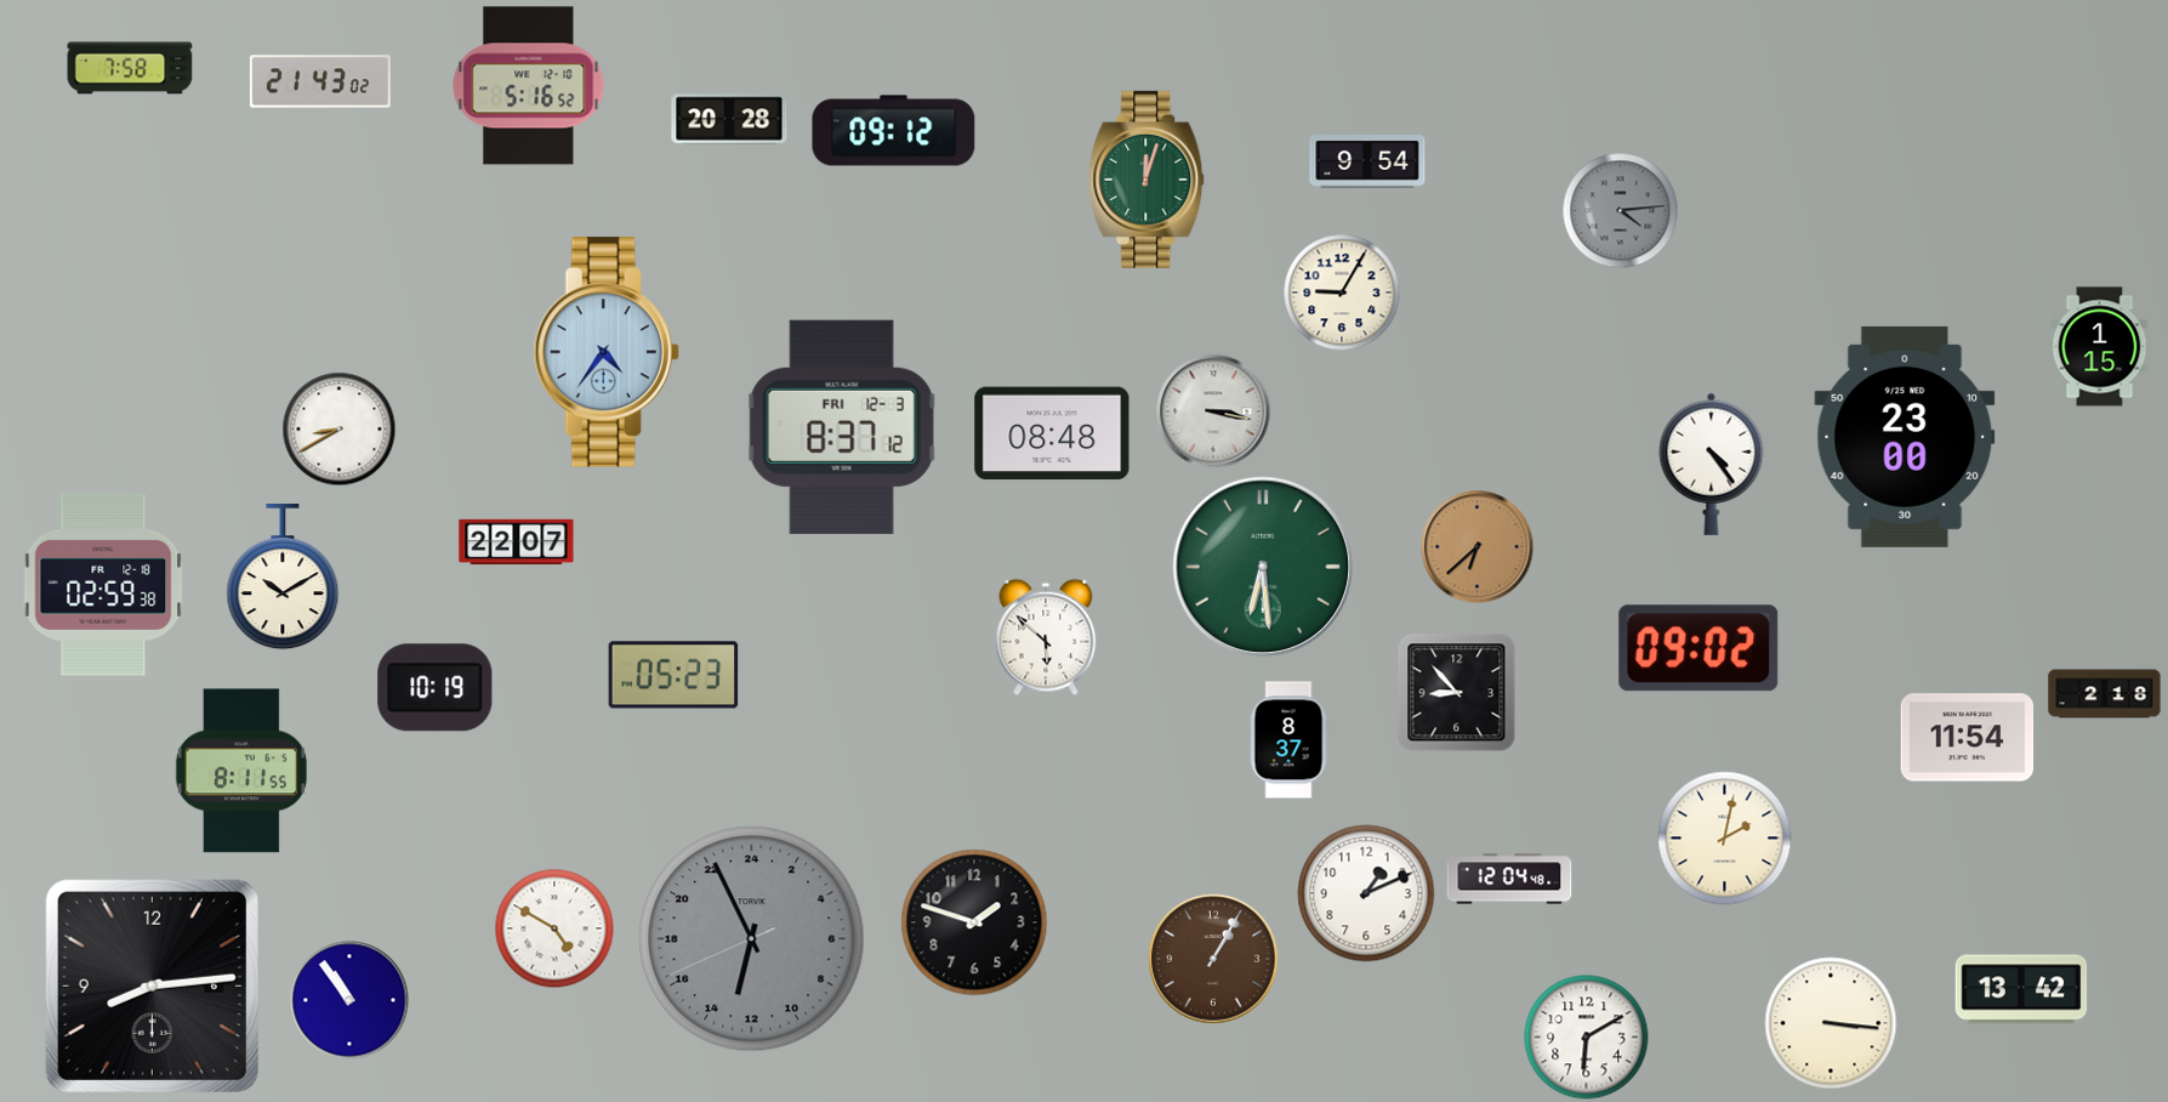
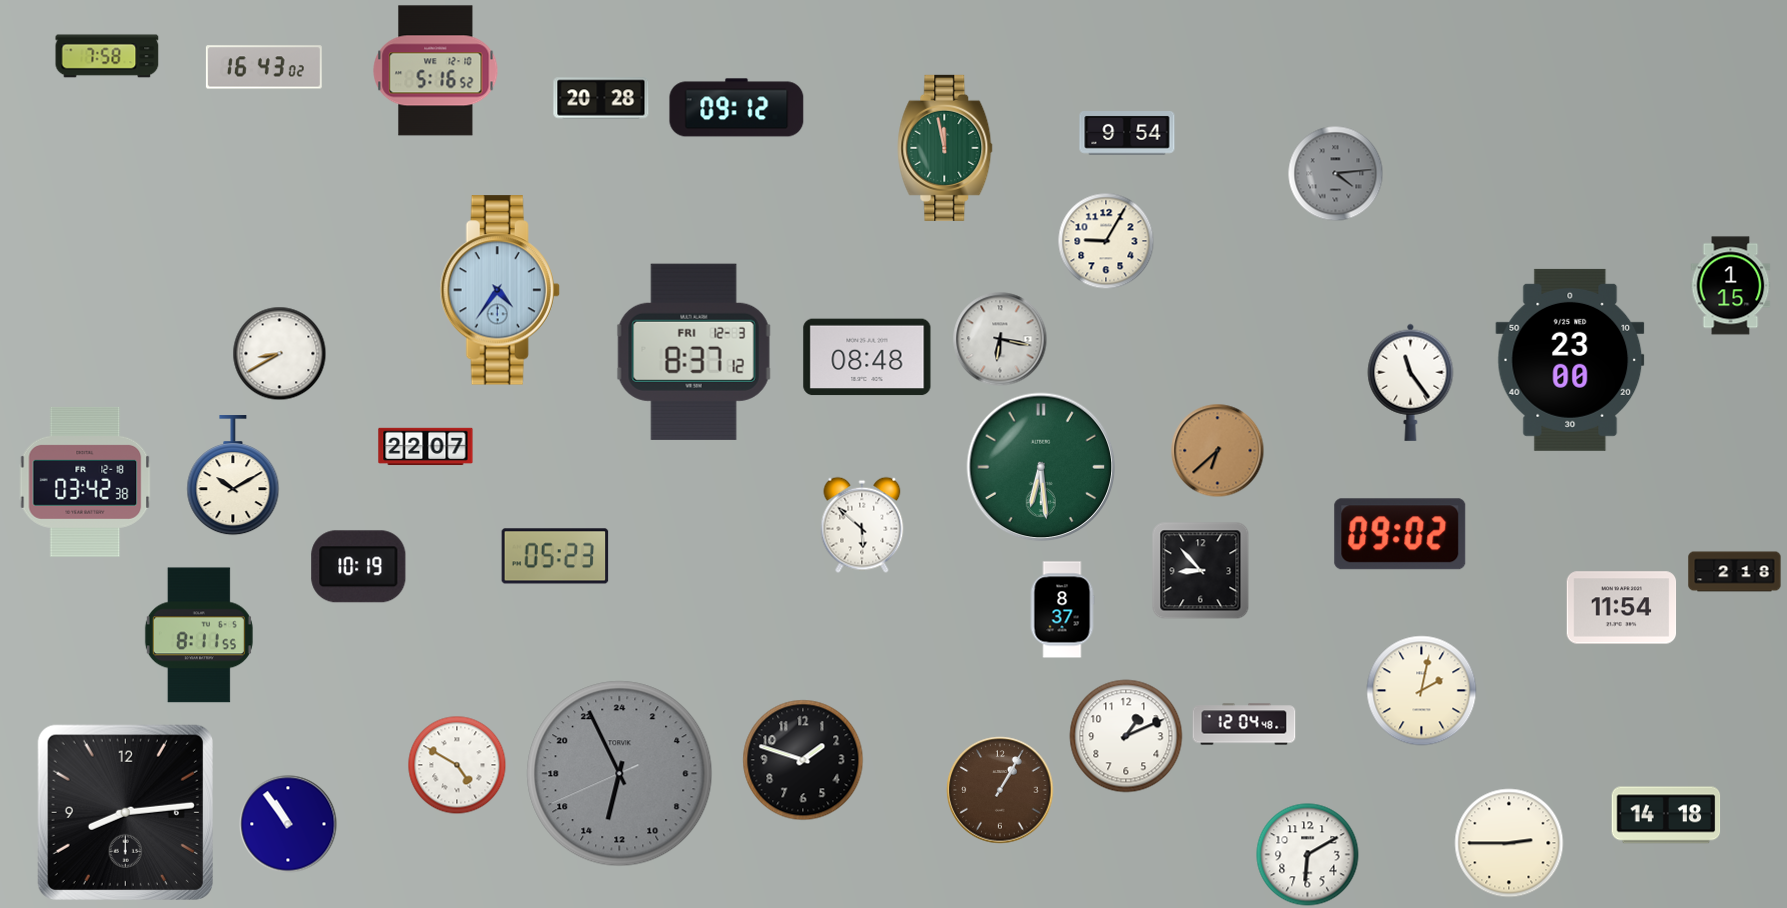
clock at (320, 81): 21:43 -> 16:43
clock at (1146, 180): 12:03 -> 11:58
clock at (1213, 411): 3:17 -> 6:17
clock at (1712, 464): 4:24 -> 11:24
clock at (103, 585): 02:59 -> 03:42
clock at (2021, 989): 13:42 -> 14:18
clock at (1831, 1023): 3:16 -> 2:45
